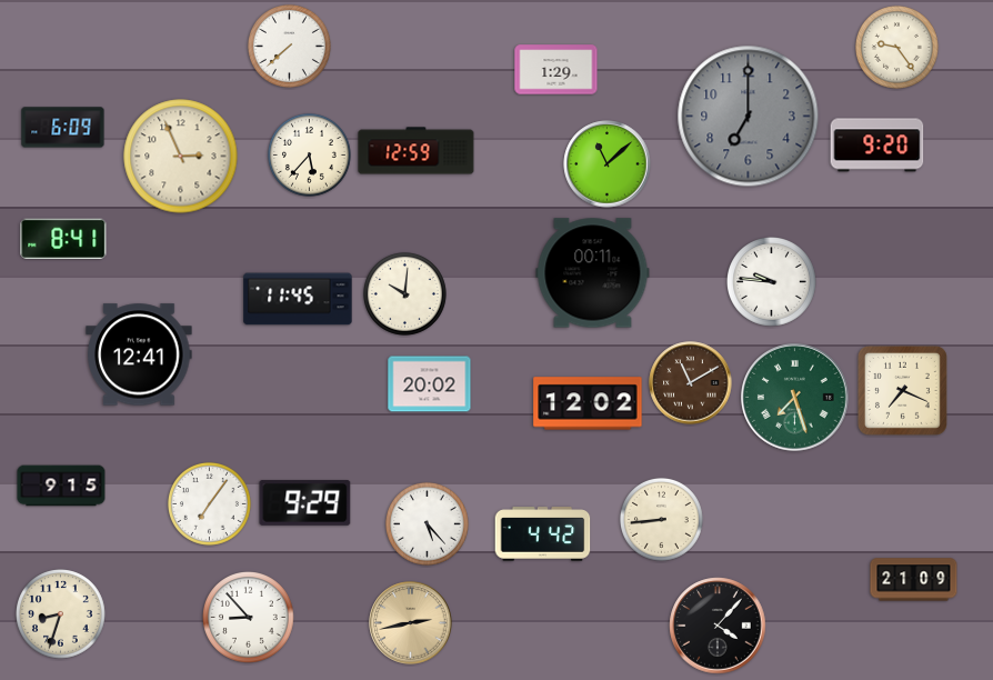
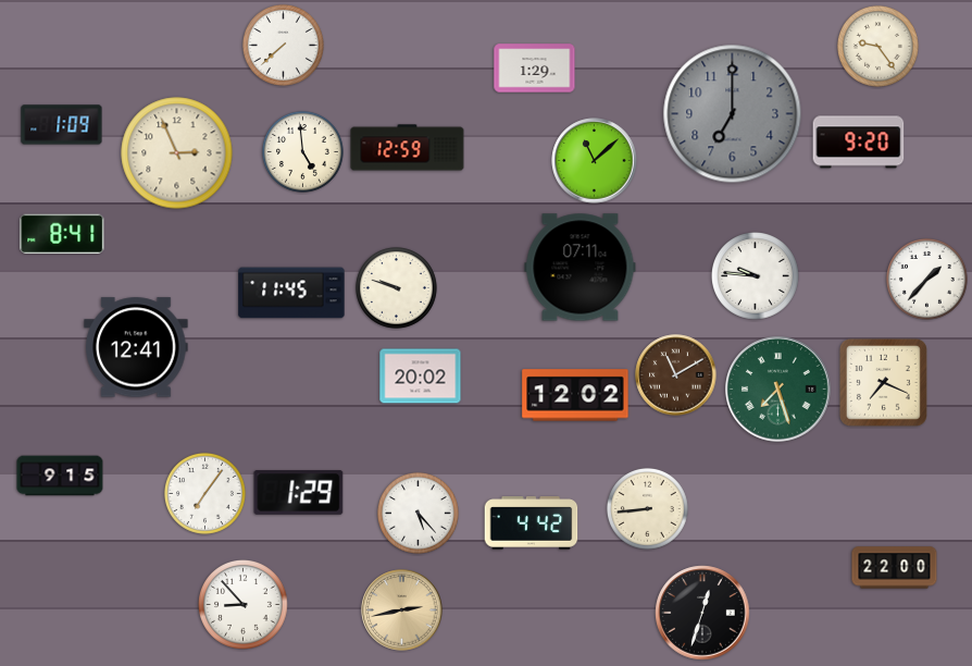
clock at (556, 70) position: (556, 70) -> (535, 69)
clock at (63, 128): 6:09 -> 1:09
clock at (309, 154): 5:37 -> 4:59
clock at (593, 273): 00:11 -> 07:11
clock at (926, 279): none -> 1:37
clock at (404, 293): 10:01 -> 9:48
clock at (305, 503): 9:29 -> 1:29
clock at (914, 580): 21:09 -> 22:00
clock at (61, 614): 8:33 -> none
clock at (718, 626): 4:07 -> 12:33
